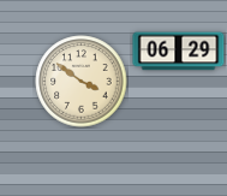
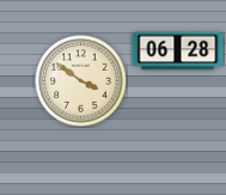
clock at (179, 52): 06:29 -> 06:28
